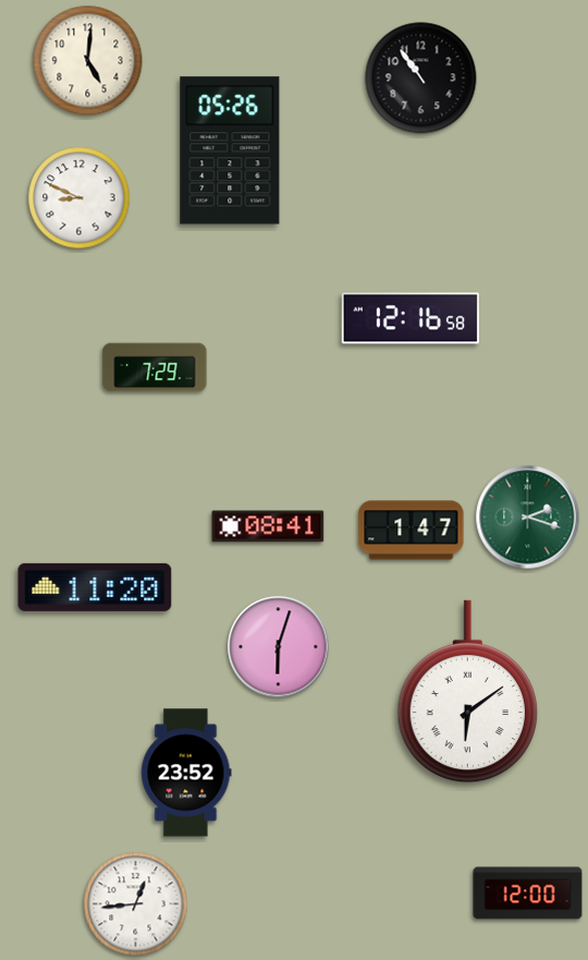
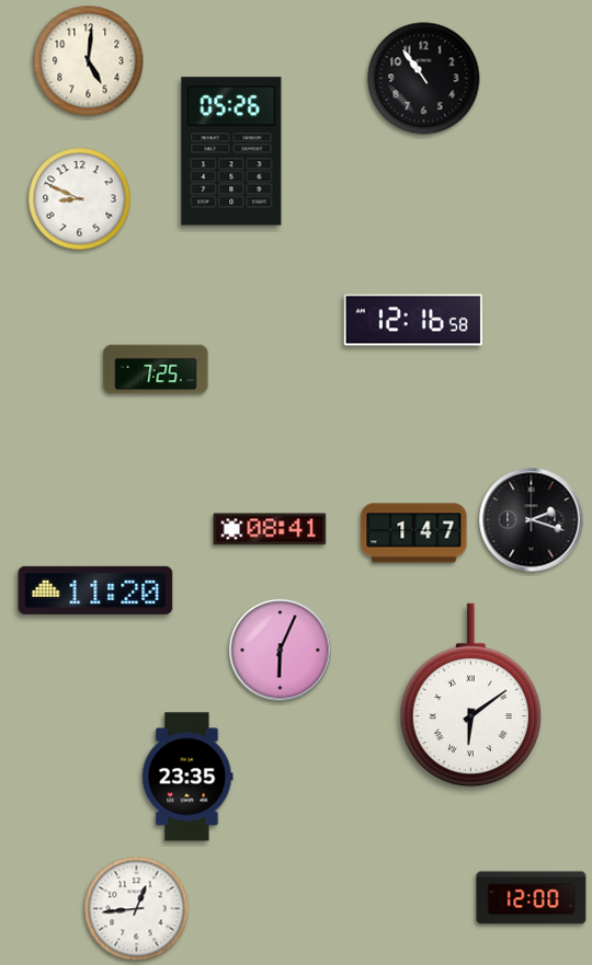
clock at (155, 367): 7:29 -> 7:25
clock at (528, 518) dial: green -> black
clock at (279, 647): 6:03 -> 6:04
clock at (186, 773): 23:52 -> 23:35
